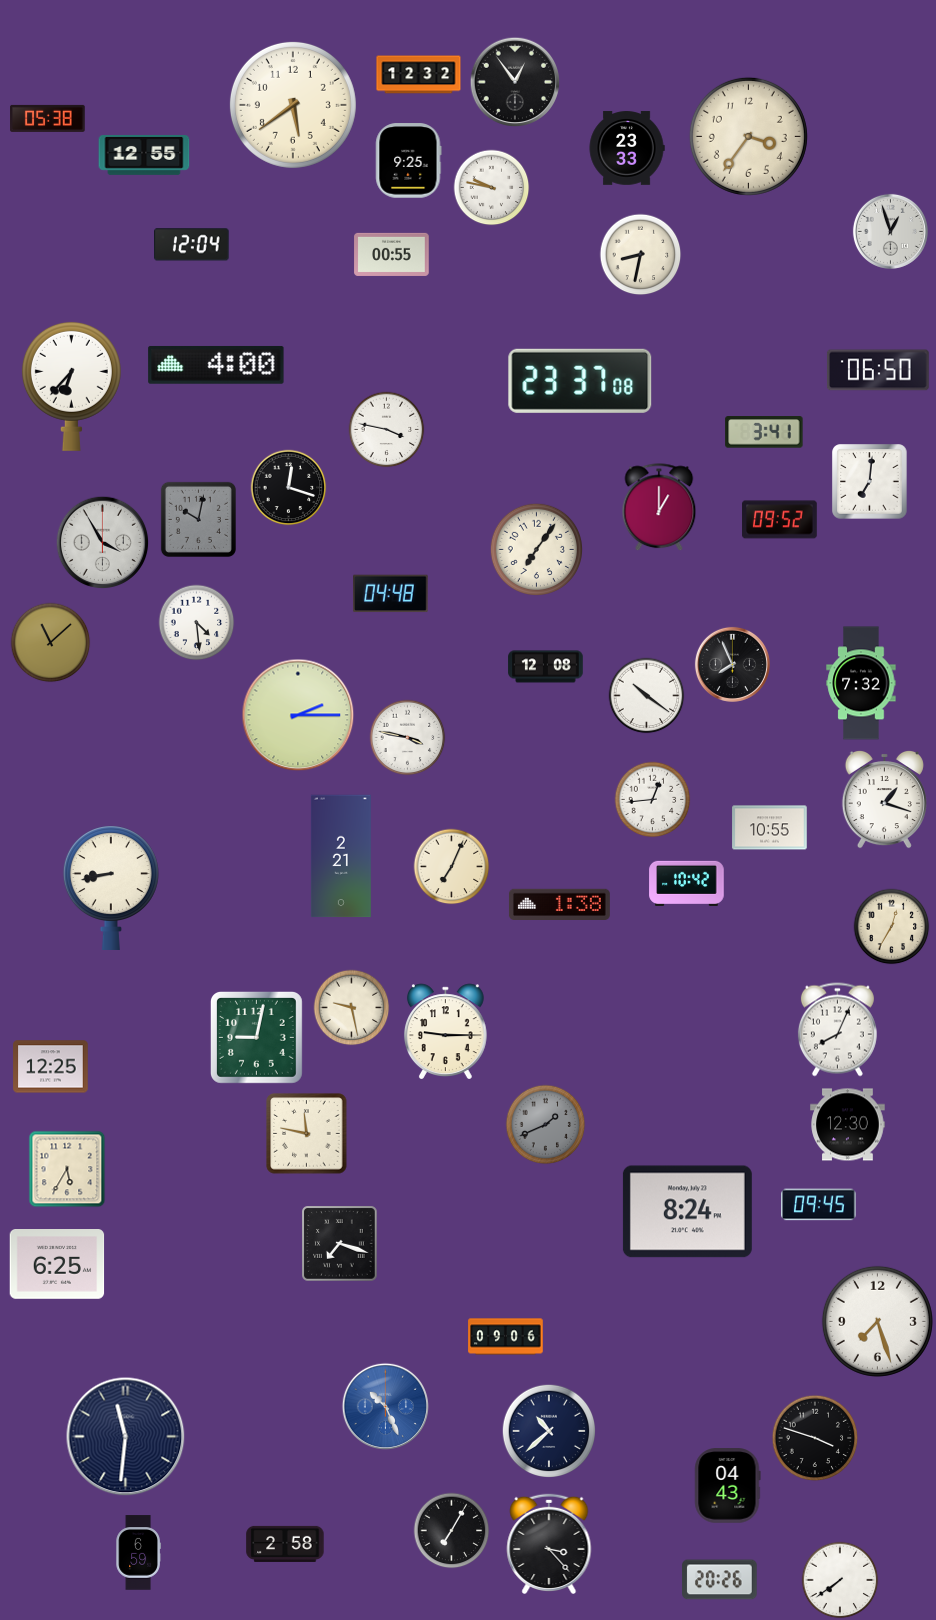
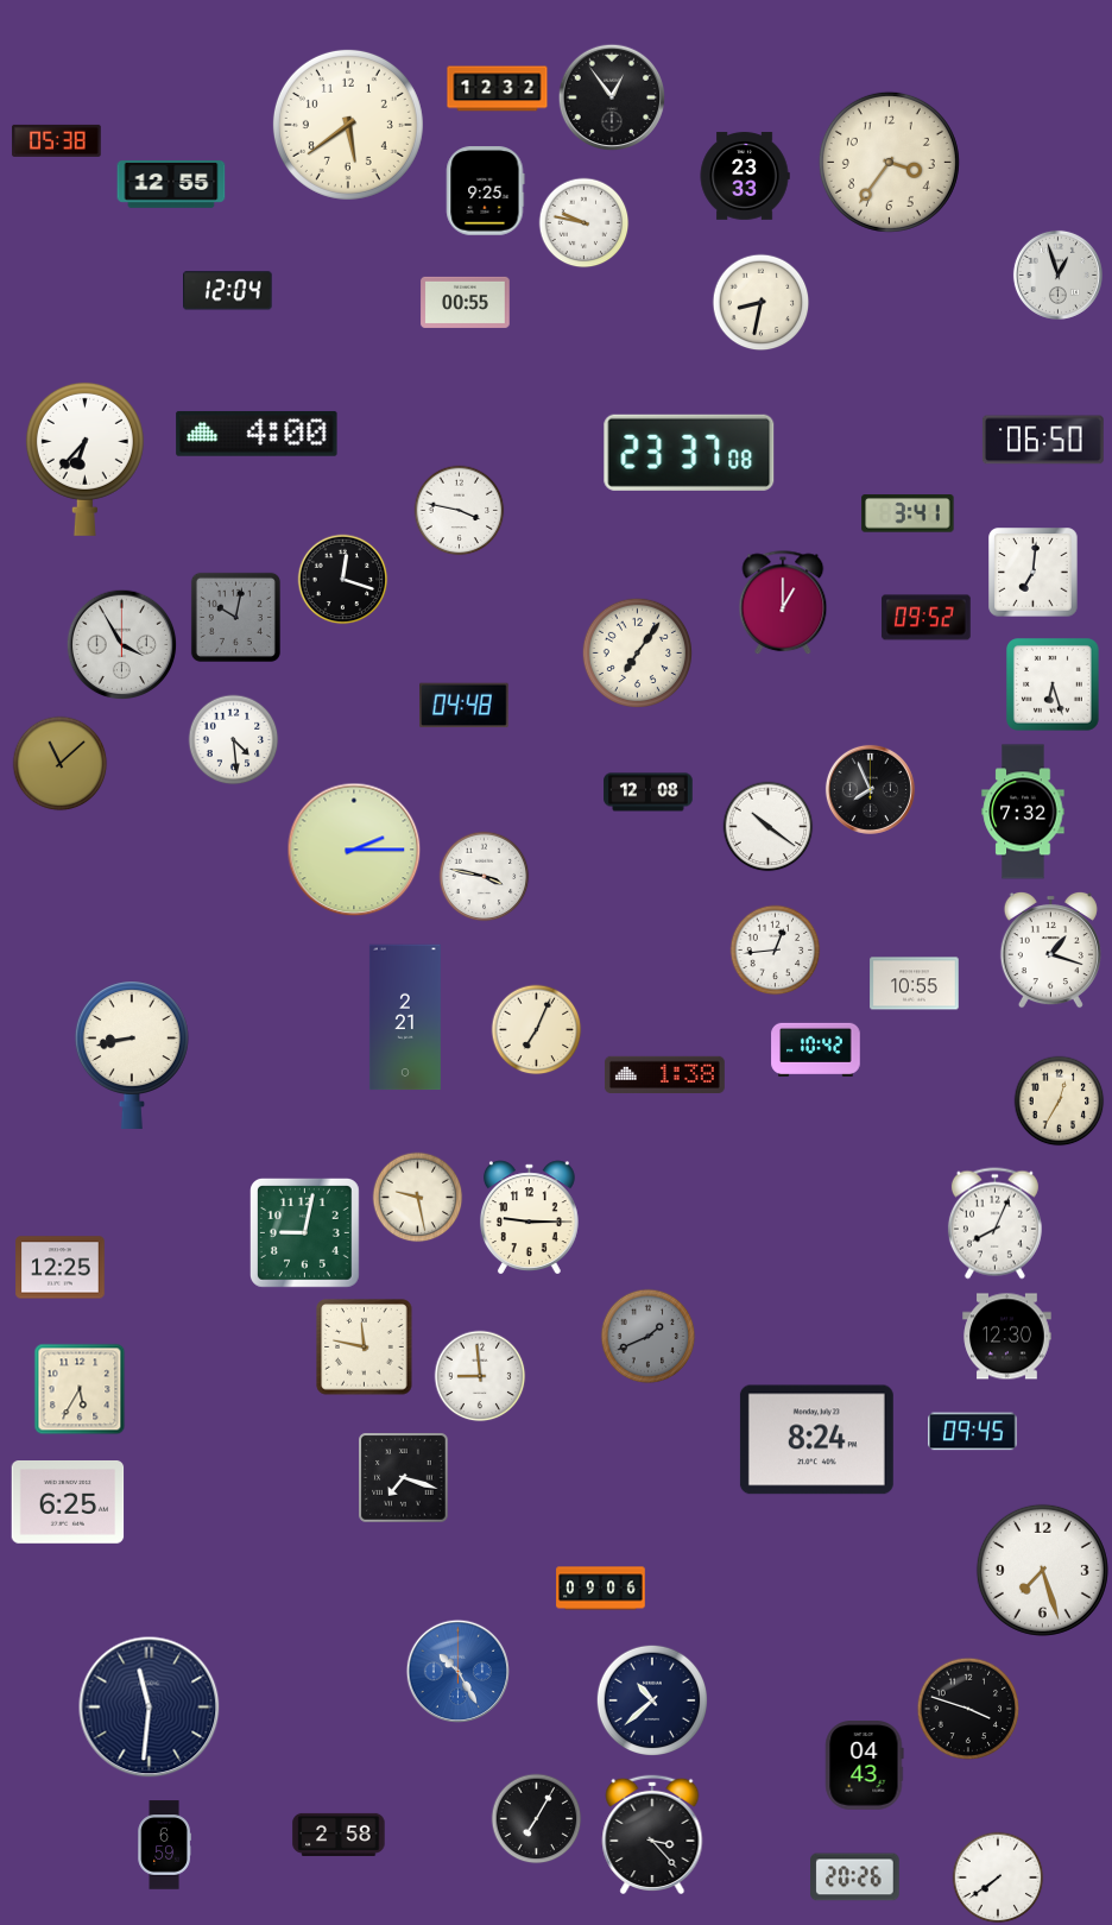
clock at (1054, 686): none -> 6:27
clock at (445, 1031) position: (445, 1031) -> (529, 1217)
clock at (480, 1376): none -> 8:59
clock at (385, 1406): 10:26 -> 10:25
